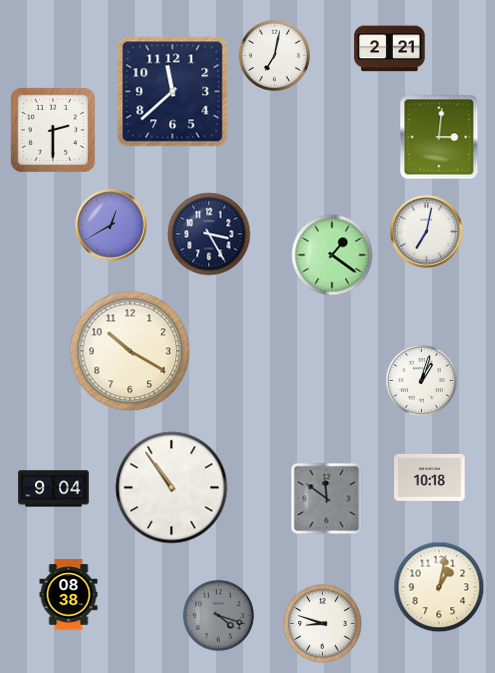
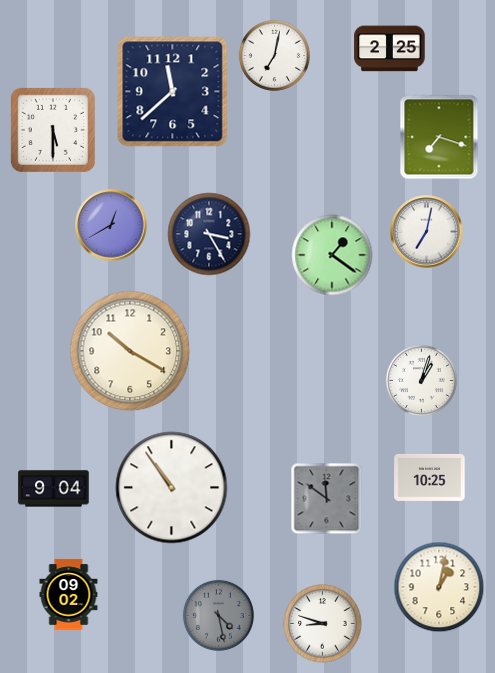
clock at (390, 49): 2:21 -> 2:25
clock at (53, 130): 2:30 -> 5:30
clock at (439, 137): 3:01 -> 7:18
clock at (430, 477): 10:18 -> 10:25
clock at (69, 595): 08:38 -> 09:02
clock at (218, 615): 4:18 -> 4:28
